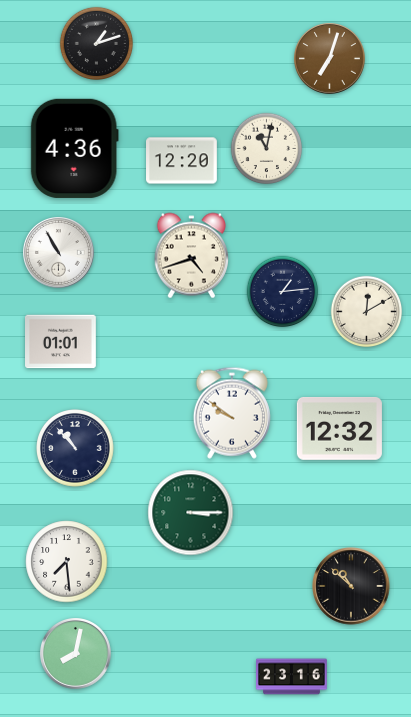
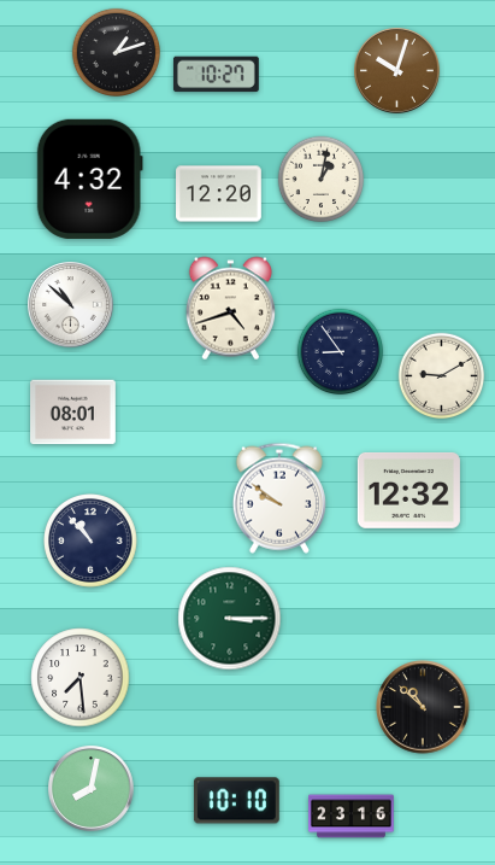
clock at (330, 59): 7:03 -> 10:03
clock at (216, 75): none -> 10:27
clock at (74, 148): 4:36 -> 4:32
clock at (267, 149): 11:02 -> 1:02
clock at (59, 253): 10:55 -> 10:52
clock at (283, 292): 1:14 -> 8:54
clock at (367, 312): 12:10 -> 9:10
clock at (61, 342): 01:01 -> 08:01
clock at (339, 428) position: (339, 428) -> (408, 490)
clock at (236, 801): none -> 10:10
